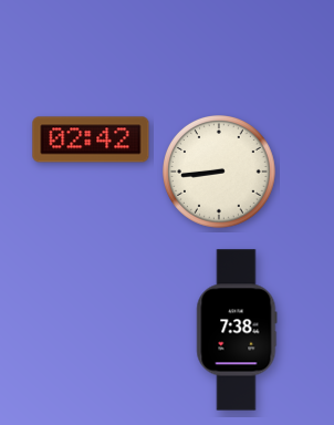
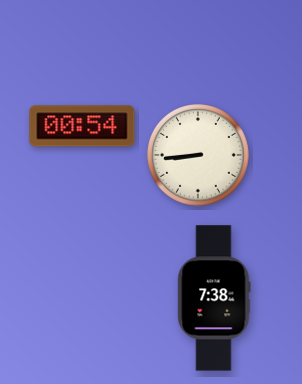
clock at (91, 139): 02:42 -> 00:54
